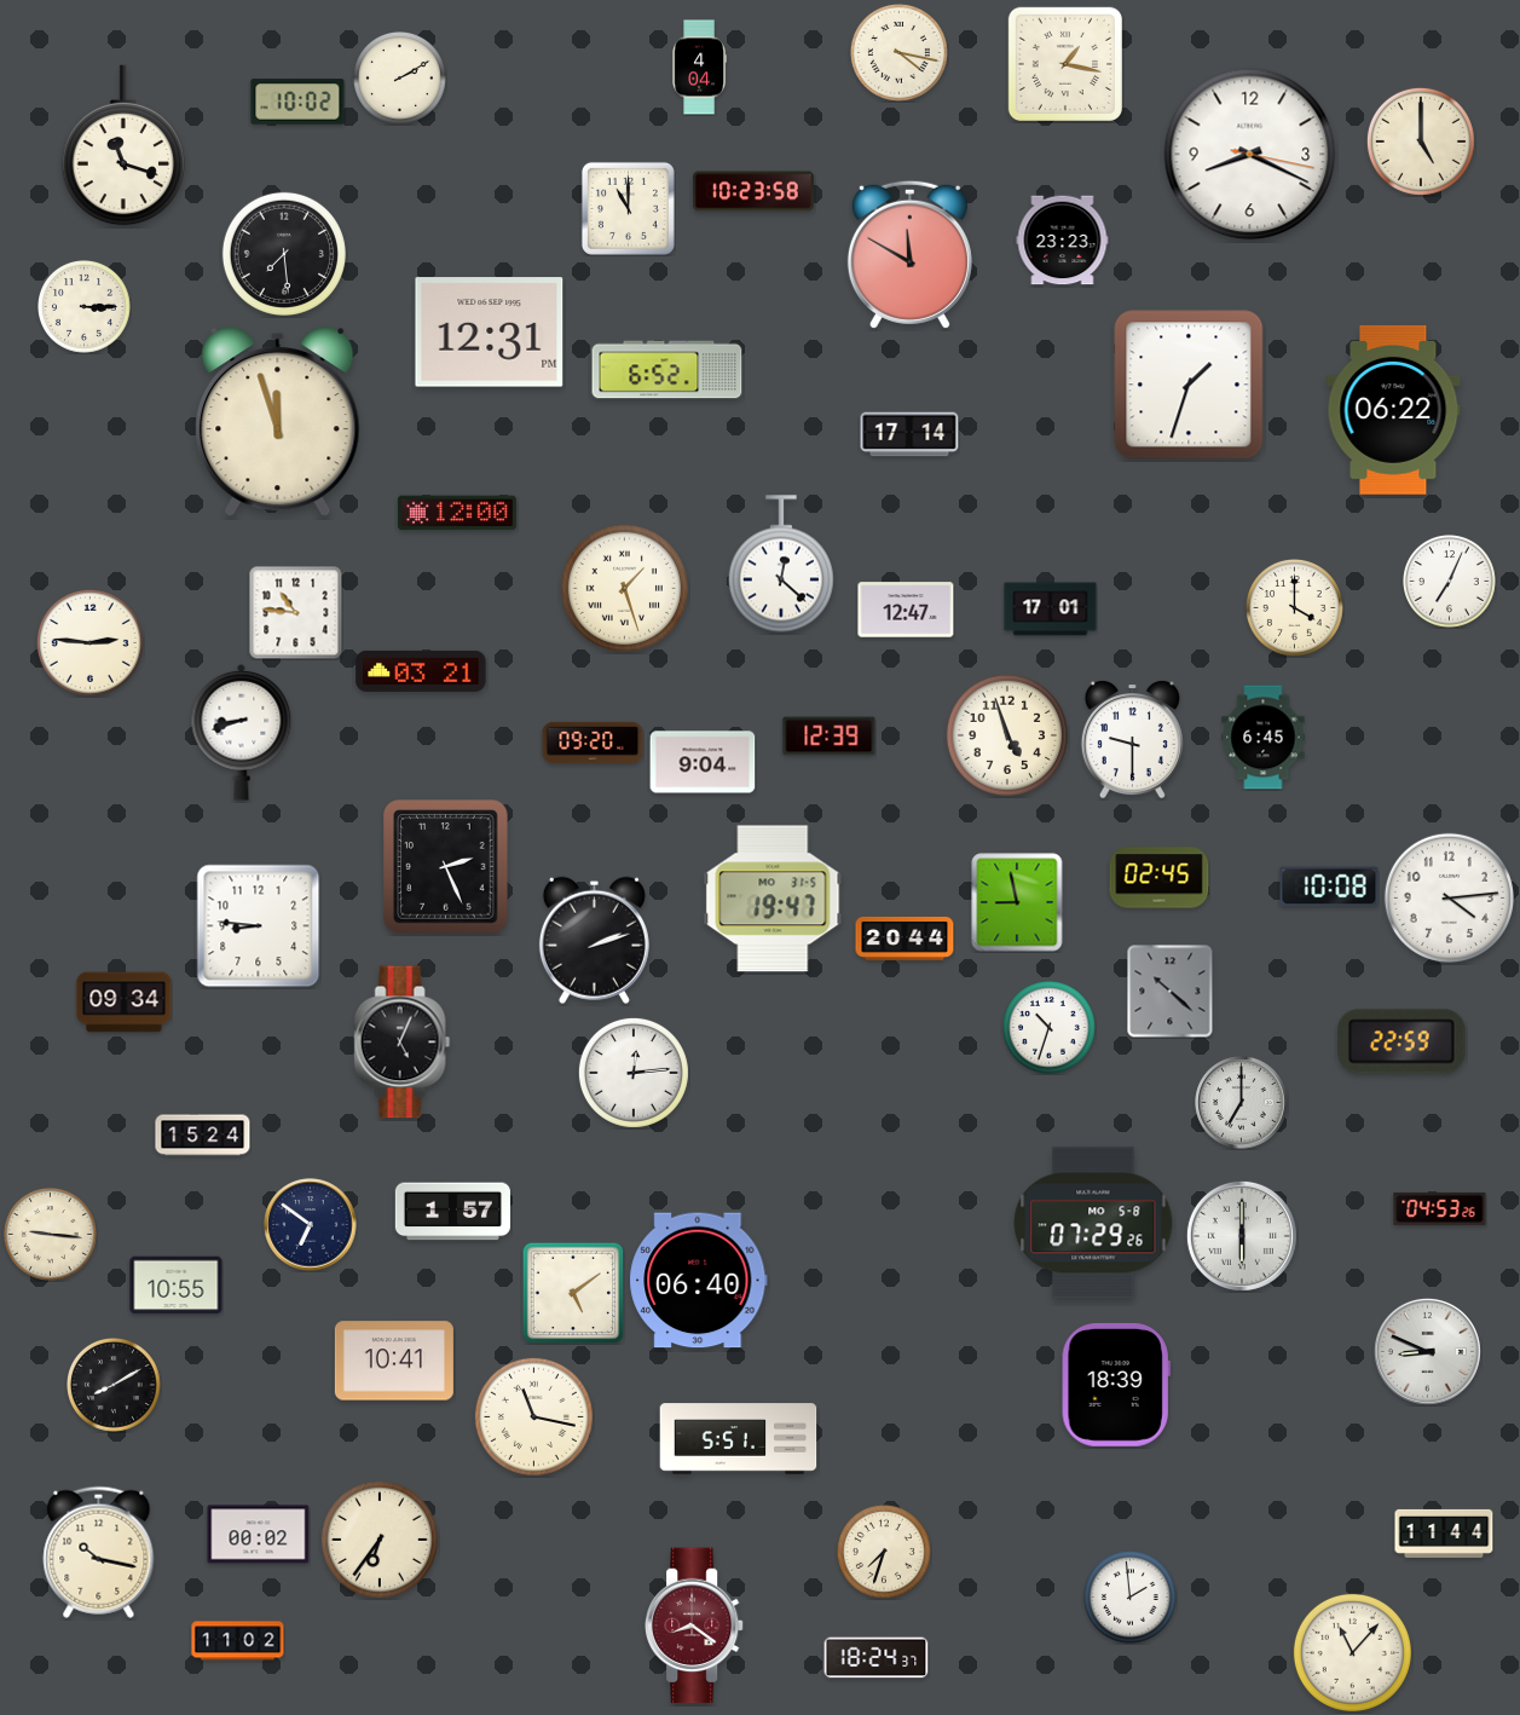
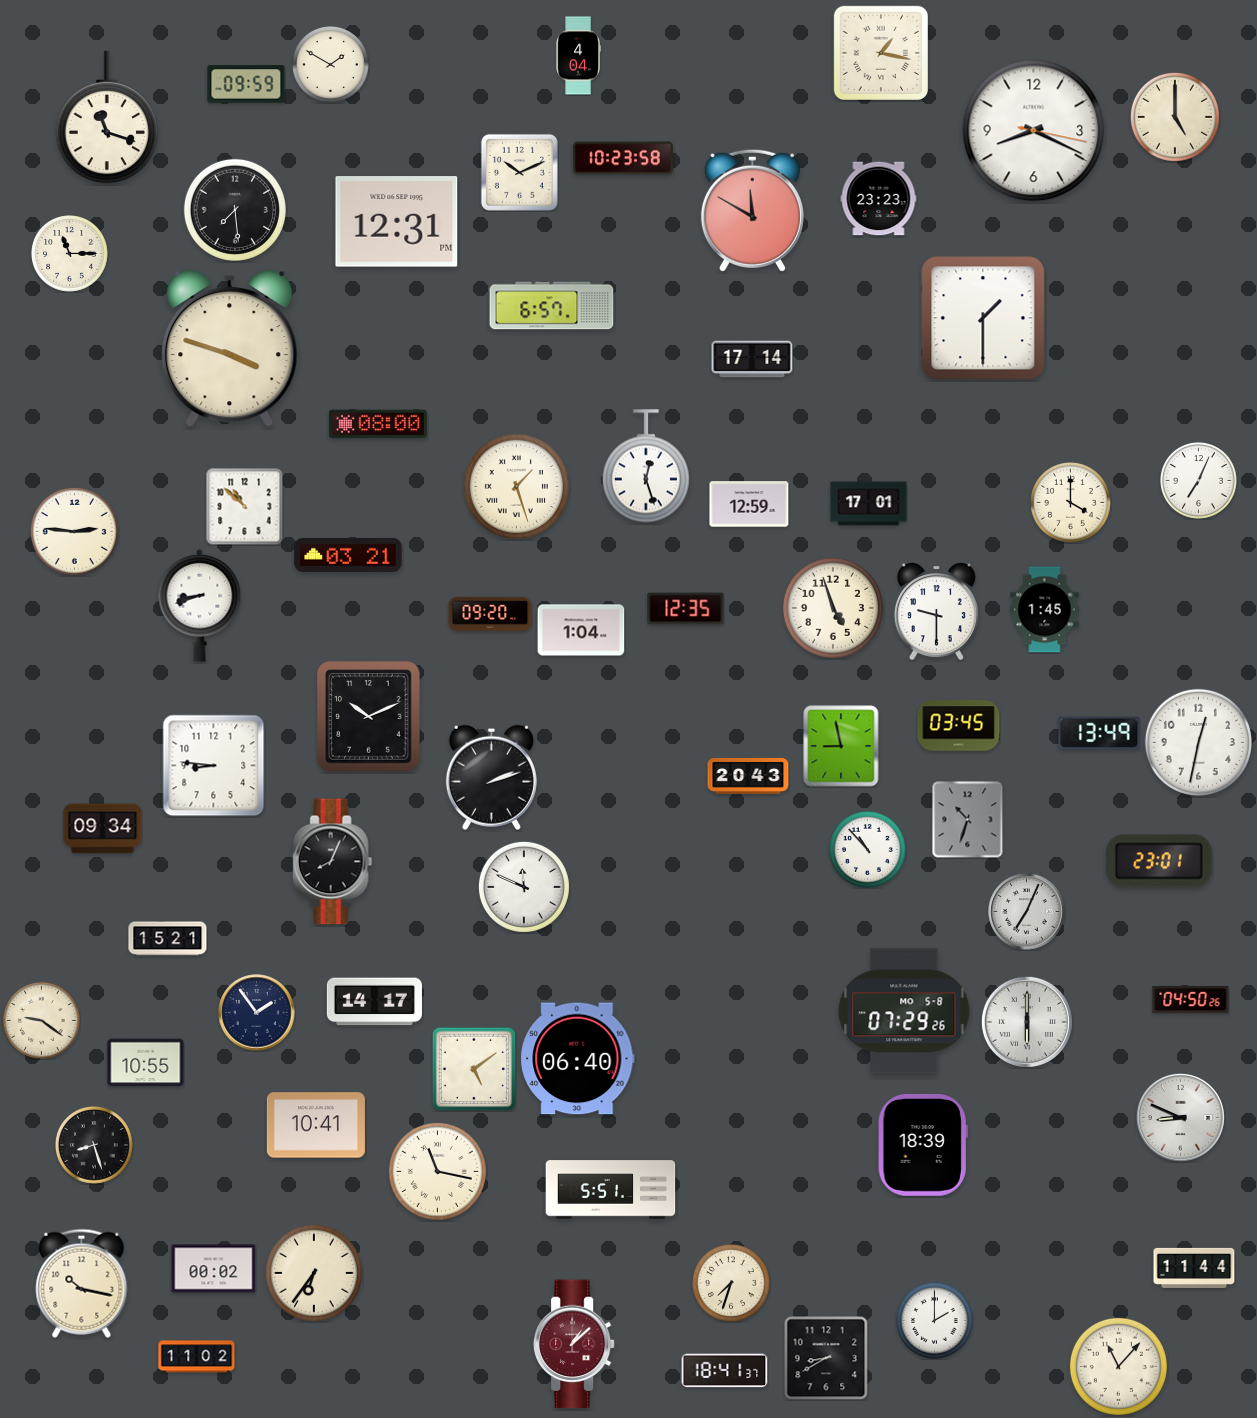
clock at (898, 52): 4:17 -> none
clock at (400, 79): 2:10 -> 1:50
clock at (297, 102): 10:02 -> 09:59
clock at (123, 145) position: (123, 145) -> (107, 117)
clock at (1250, 155) position: (1250, 155) -> (1034, 131)
clock at (628, 208): 11:00 -> 10:11
clock at (85, 307): 3:15 -> 11:15
clock at (490, 333) position: (490, 333) -> (397, 222)
clock at (667, 370): 6:52 -> 6:57
clock at (1189, 385): 1:33 -> 1:30
clock at (1393, 410): 06:22 -> none
clock at (278, 423): 11:57 -> 3:48
clock at (457, 513): 12:00 -> 08:00
clock at (781, 564): 12:22 -> 12:27
clock at (906, 610): 12:47 -> 12:59
clock at (295, 612): 10:46 -> 10:52
clock at (830, 737): 12:39 -> 12:35
clock at (1264, 738): 6:45 -> 1:45
clock at (703, 762): 9:04 -> 1:04
clock at (446, 867): 2:26 -> 10:11
clock at (1160, 878): 02:45 -> 03:45
clock at (1329, 887): 10:08 -> 13:49
clock at (1449, 897): 4:14 -> 12:32
clock at (773, 899): 19:47 -> none
clock at (905, 939): 20:44 -> 20:43
clock at (1171, 991): 10:22 -> 10:33
clock at (1050, 1028): 10:33 -> 10:53
clock at (1401, 1041): 22:59 -> 23:01
clock at (403, 1043): 5:04 -> 8:04
clock at (634, 1073): 12:14 -> 11:49
clock at (1242, 1103): 7:00 -> 7:04
clock at (203, 1136): 15:24 -> 15:21
clock at (1440, 1208): 04:53 -> 04:50
clock at (452, 1212): 1:57 -> 14:17
clock at (311, 1225): 6:51 -> 1:54
clock at (51, 1235): 9:16 -> 9:21
clock at (394, 1361) position: (394, 1361) -> (316, 1125)
clock at (115, 1386): 8:10 -> 8:27
clock at (533, 1416) position: (533, 1416) -> (437, 1171)
clock at (1131, 1598): 1:59 -> 2:00
clock at (694, 1626): 8:21 -> 1:08
clock at (826, 1358): none -> 8:40
clock at (877, 1658): 18:24 -> 18:41
